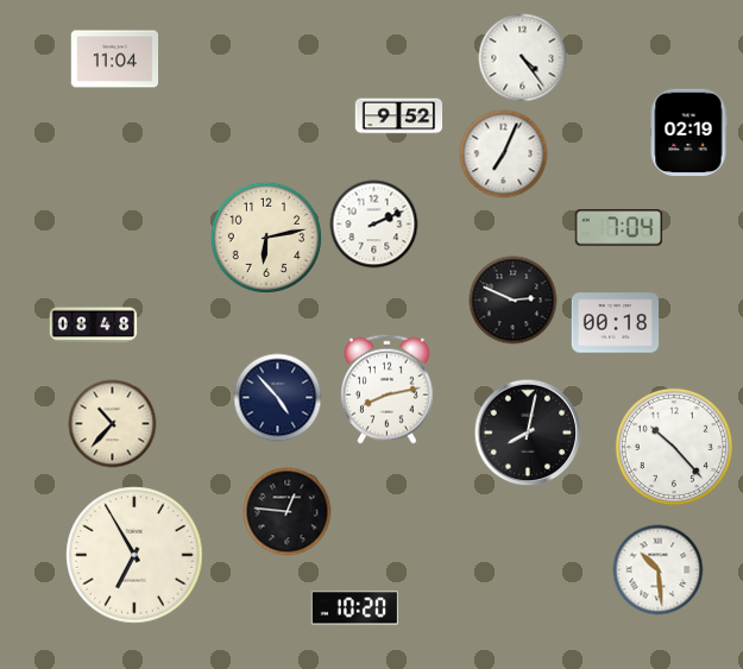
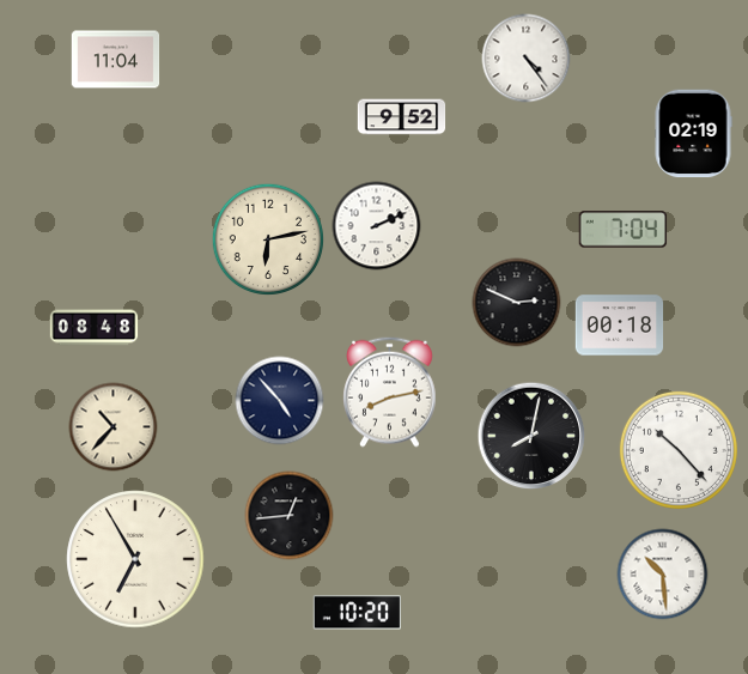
clock at (504, 154): 7:04 -> none
clock at (288, 512): 12:46 -> 12:44
